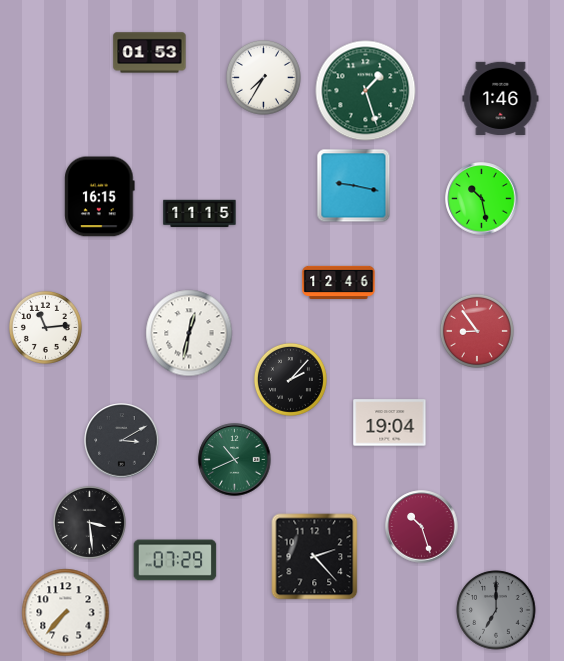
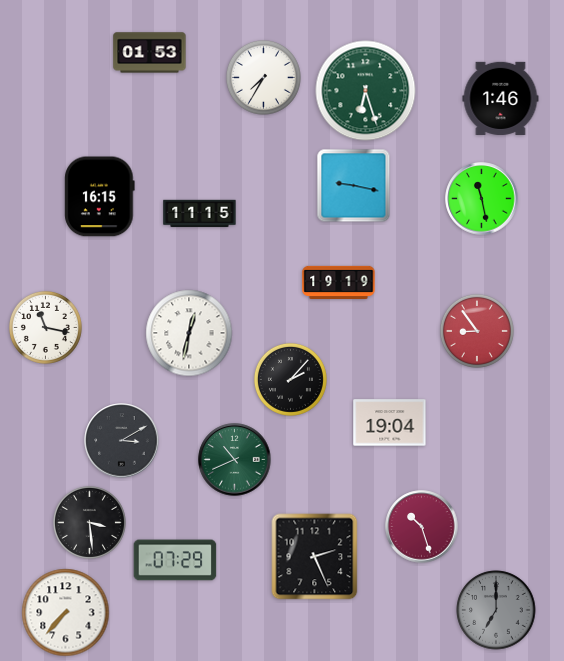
clock at (366, 91): 1:27 -> 6:27
clock at (482, 199): 10:28 -> 11:28
clock at (339, 282): 12:46 -> 19:19
clock at (45, 327): 11:14 -> 11:17
clock at (315, 557): 2:23 -> 2:26
